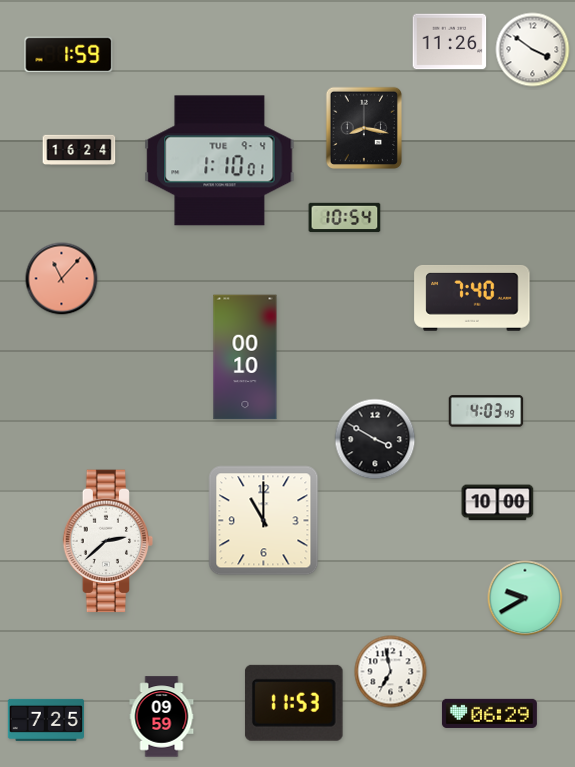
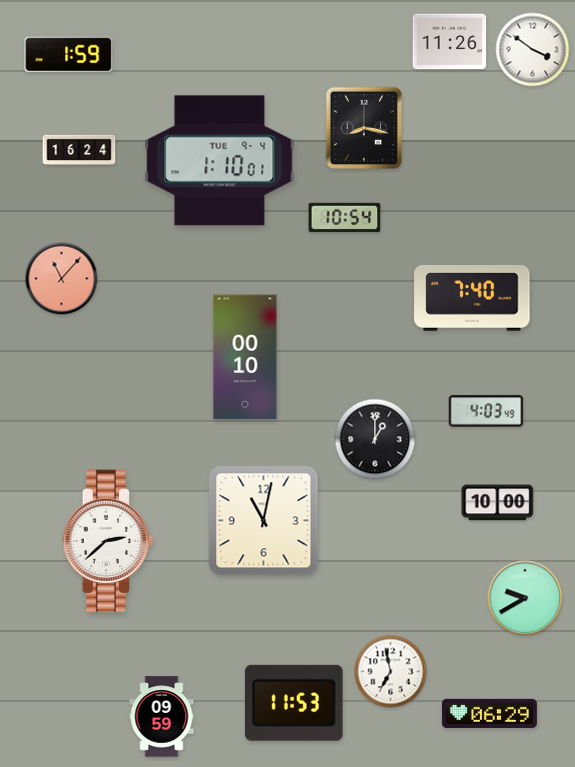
clock at (375, 439): 3:50 -> 1:00
clock at (264, 521): 11:00 -> 11:02
clock at (46, 720): 7:25 -> none
